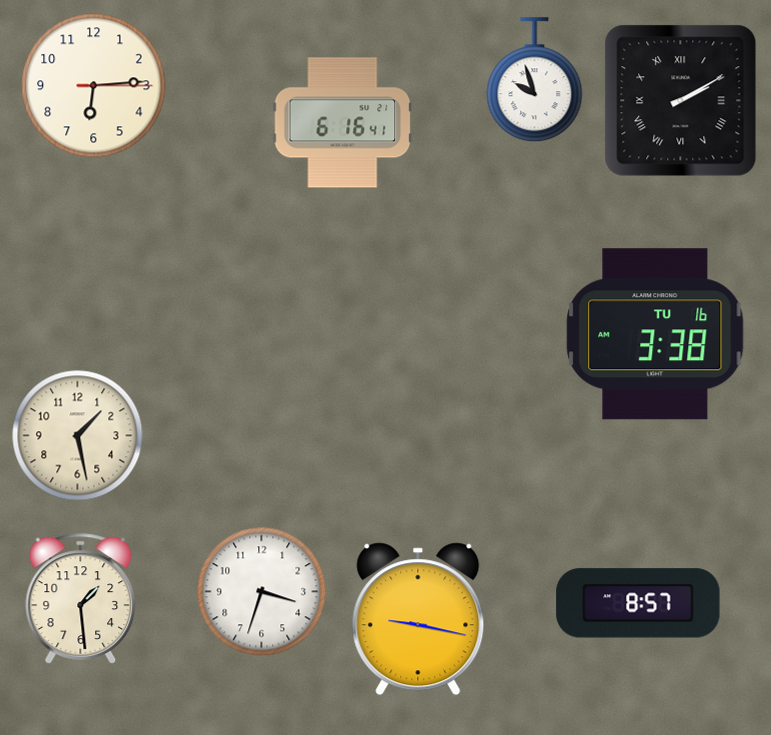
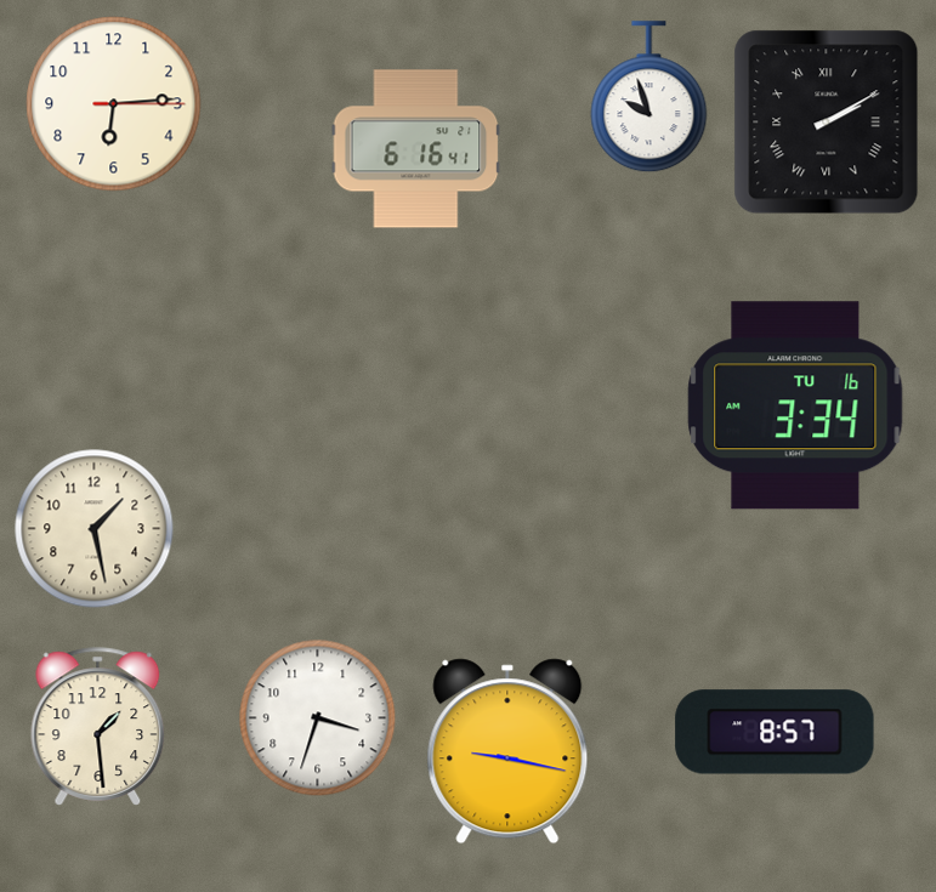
clock at (655, 334): 3:38 -> 3:34
